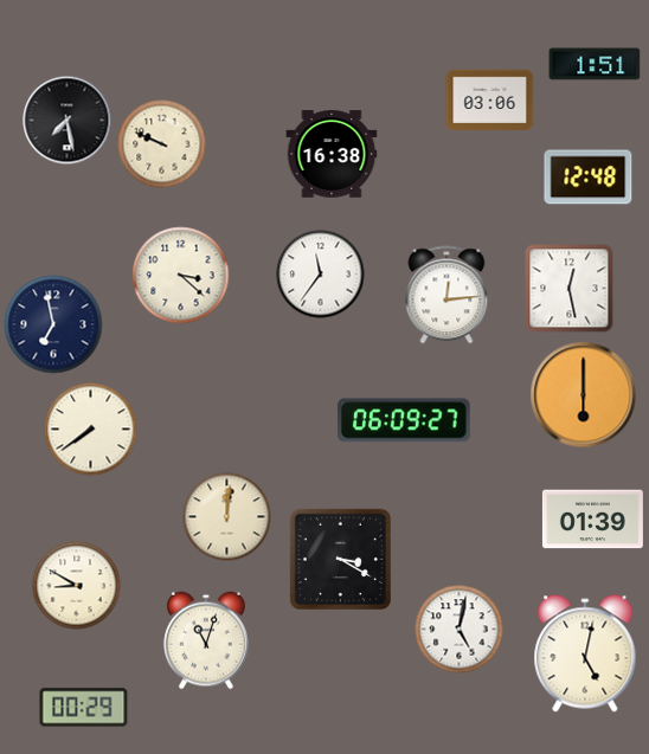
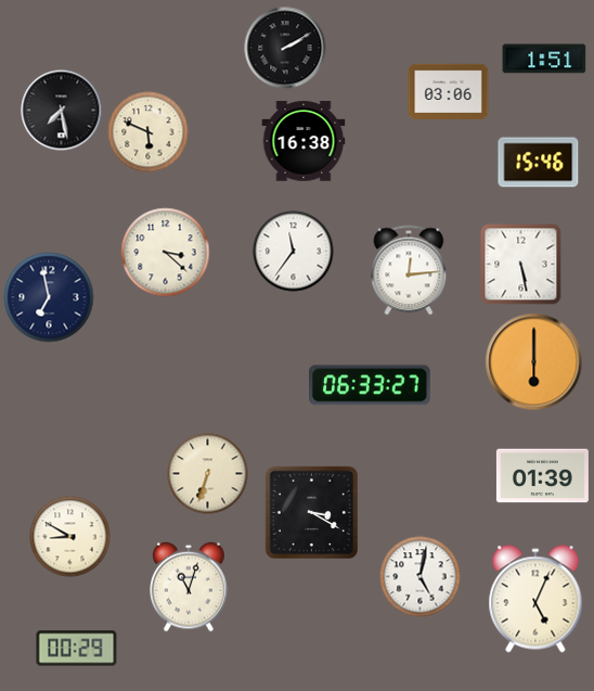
clock at (285, 48): none -> 2:10
clock at (162, 144): 9:49 -> 5:49
clock at (589, 178): 12:48 -> 15:46
clock at (570, 289): 12:28 -> 5:28
clock at (405, 420): 06:09 -> 06:33
clock at (91, 430): 7:39 -> none
clock at (227, 517): 12:01 -> 6:33
clock at (585, 653): 5:02 -> 5:04
